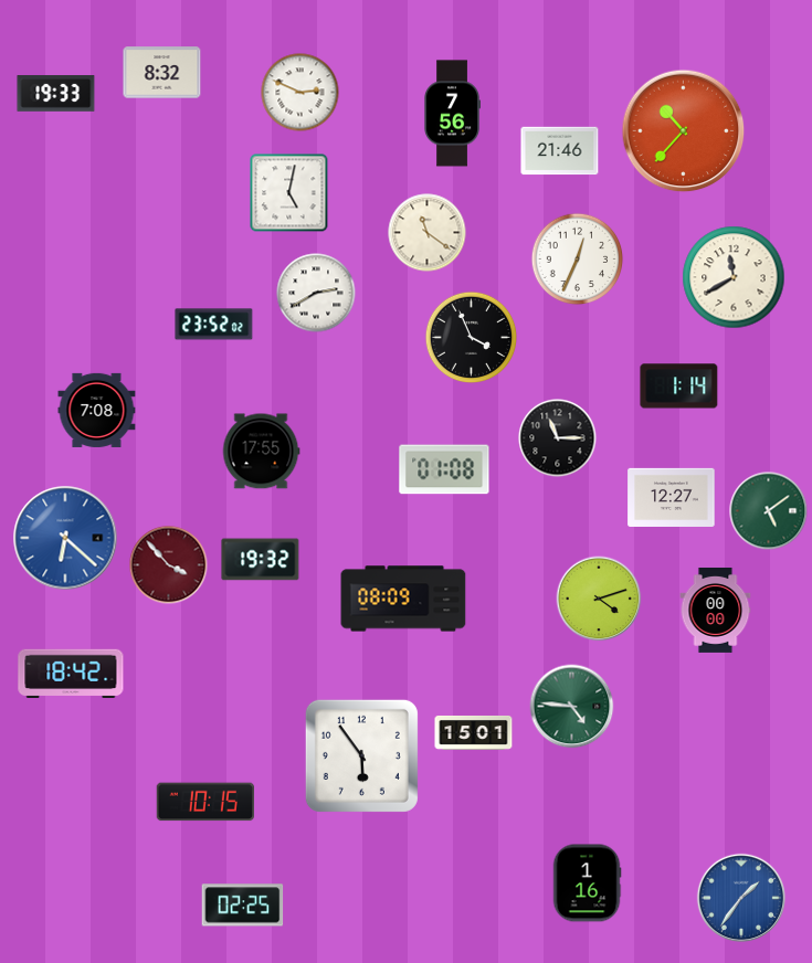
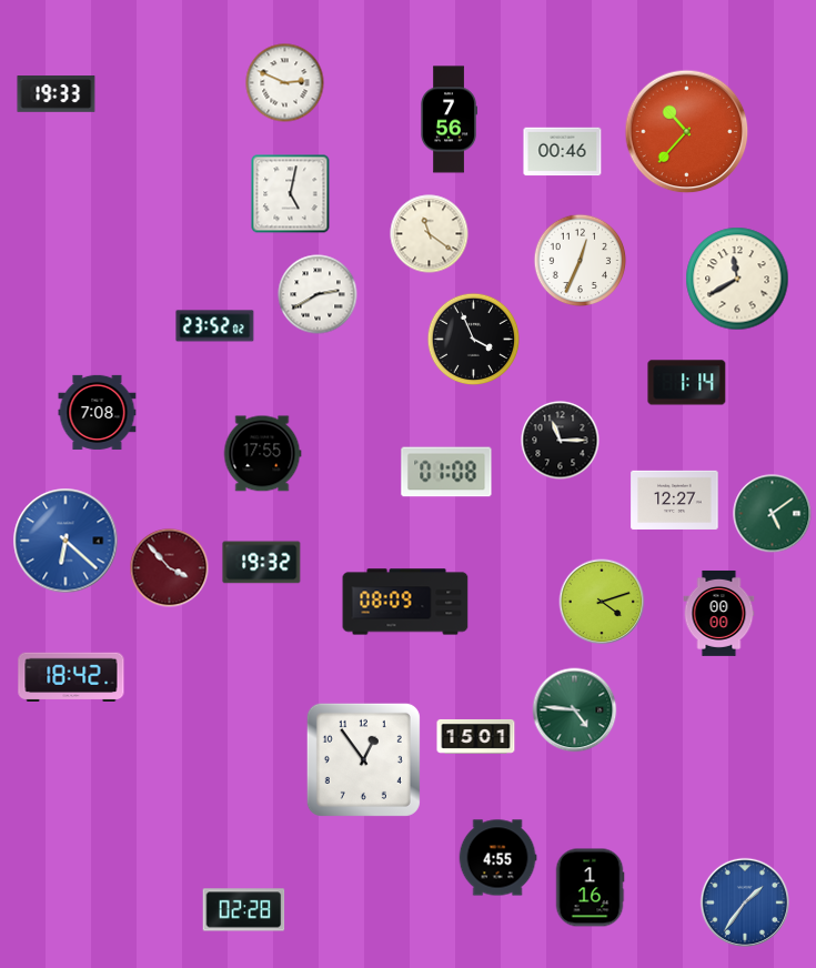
clock at (162, 73): 8:32 -> none
clock at (300, 93) position: (300, 93) -> (285, 83)
clock at (452, 114) position: (452, 114) -> (449, 120)
clock at (560, 151): 21:46 -> 00:46
clock at (679, 387) position: (679, 387) -> (687, 383)
clock at (361, 755): 5:54 -> 12:54
clock at (204, 802): 10:15 -> none
clock at (497, 858): none -> 4:55
clock at (243, 906): 02:25 -> 02:28
